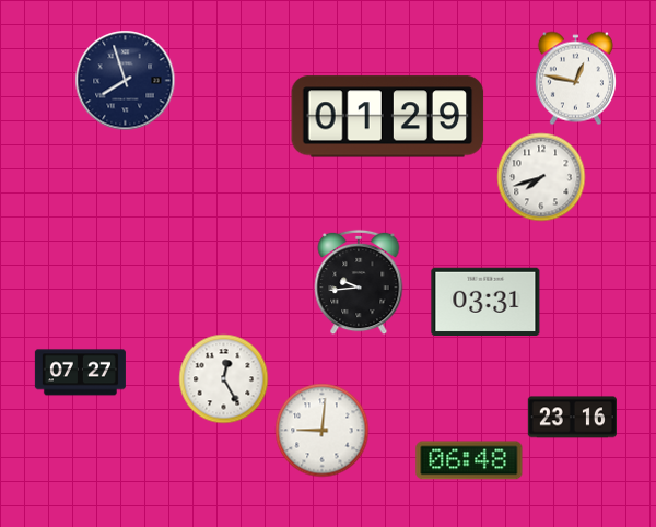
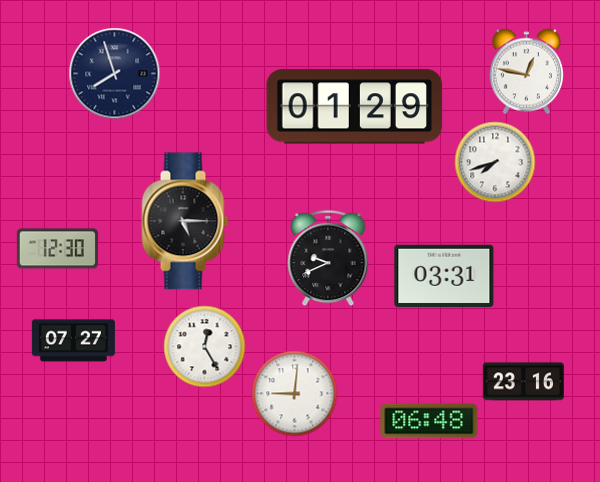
clock at (185, 221): none -> 5:15
clock at (57, 249): none -> 12:30
clock at (359, 282): 9:44 -> 9:41
